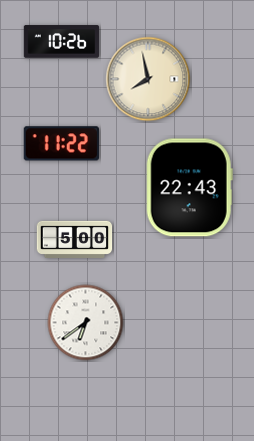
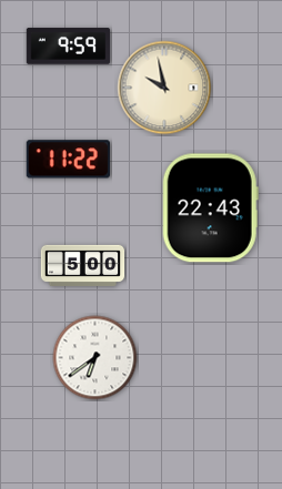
clock at (62, 42): 10:26 -> 9:59
clock at (148, 79): 7:58 -> 9:58
